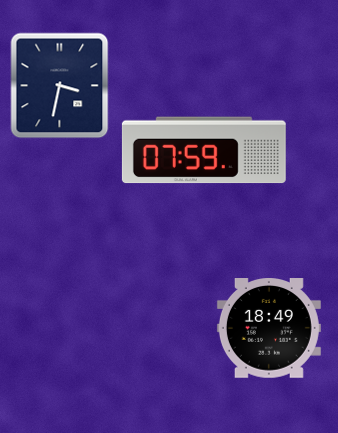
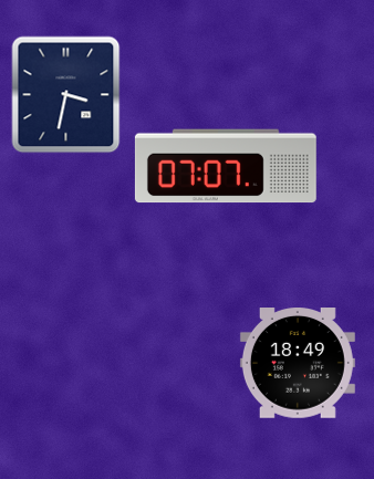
clock at (204, 150): 07:59 -> 07:07
